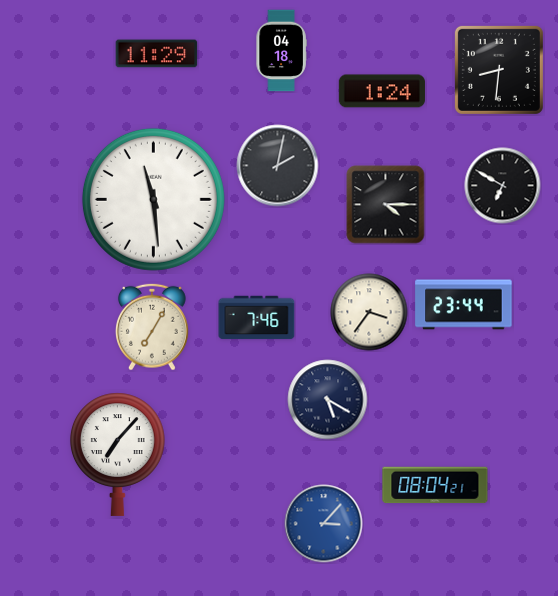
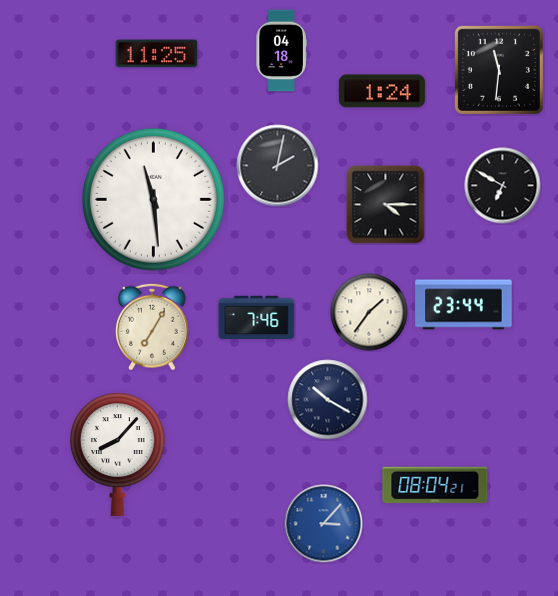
clock at (157, 54): 11:29 -> 11:25
clock at (499, 70): 8:31 -> 11:31
clock at (369, 312): 3:36 -> 1:36
clock at (328, 400): 5:20 -> 10:20
clock at (117, 454): 7:07 -> 8:07
